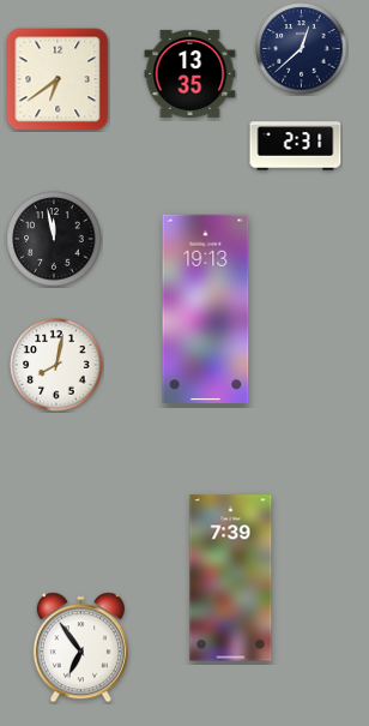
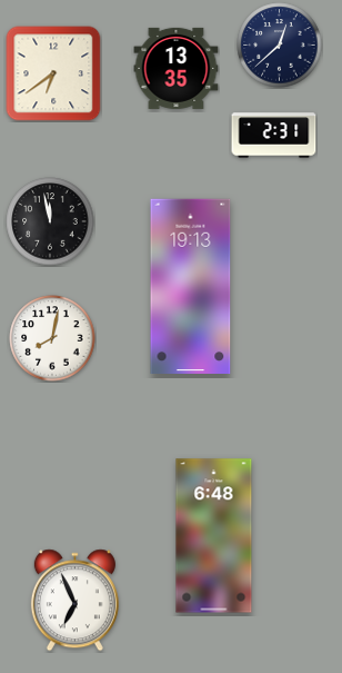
clock at (231, 578): 7:39 -> 6:48
clock at (80, 648): 6:54 -> 6:56
